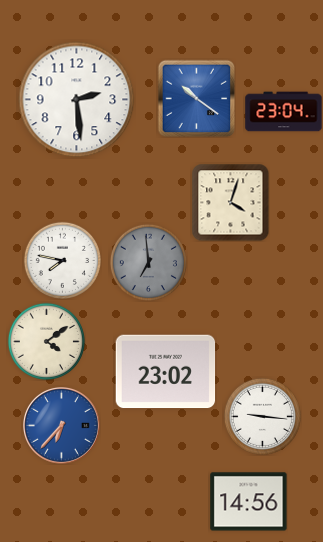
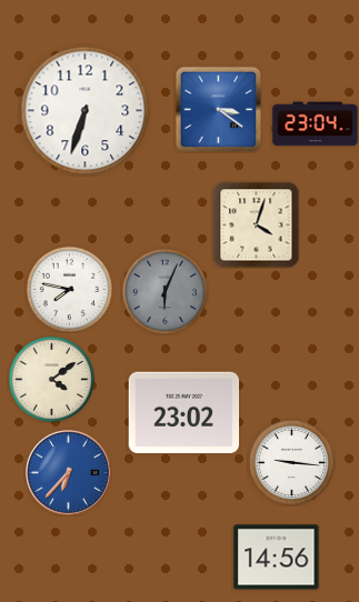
clock at (196, 98): 10:21 -> 3:21
clock at (77, 100): 2:29 -> 6:33
clock at (148, 262): 6:59 -> 6:04
